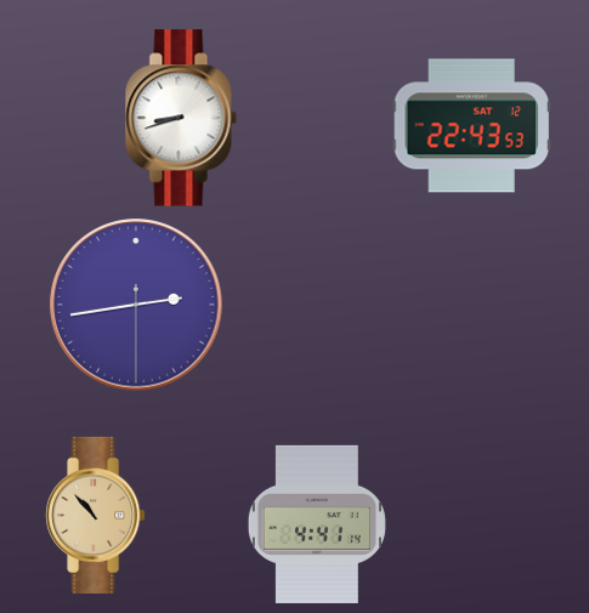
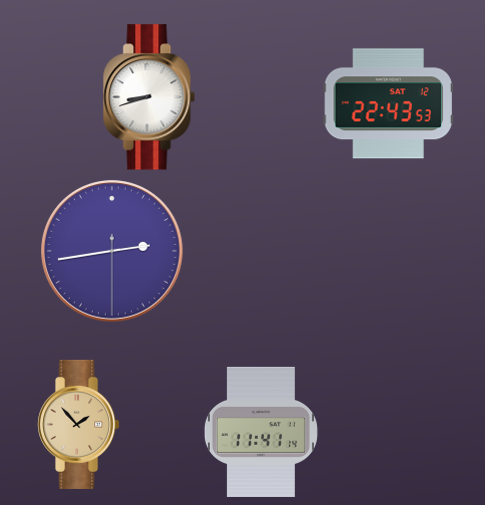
clock at (96, 515): 10:53 -> 1:53
clock at (317, 524): 4:41 -> 11:41
